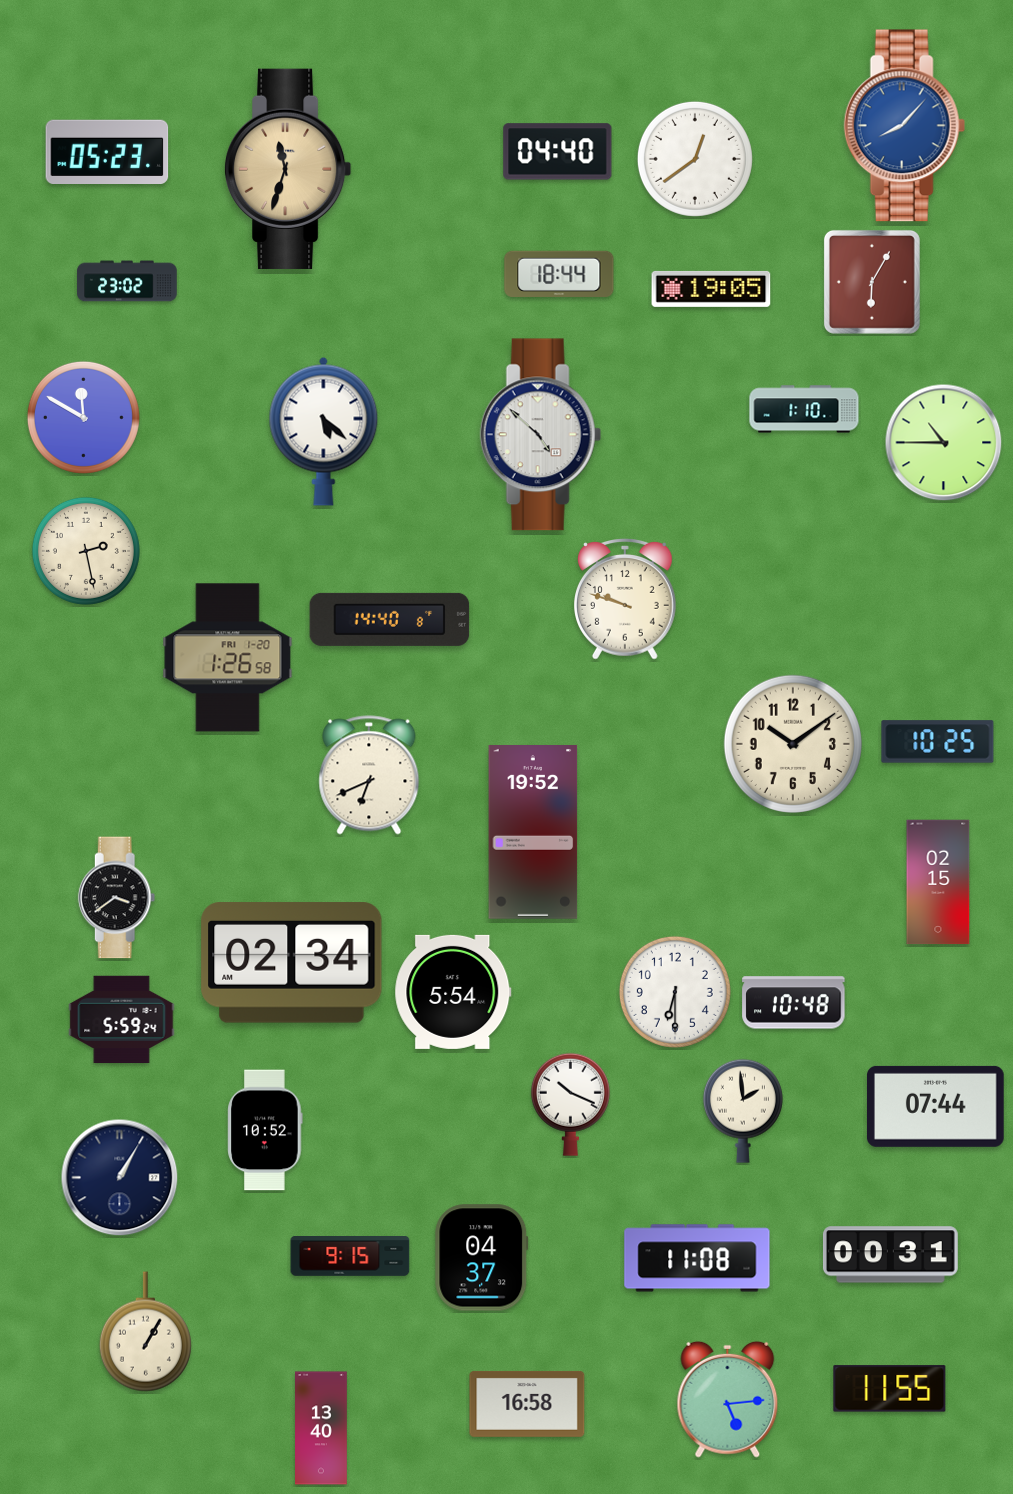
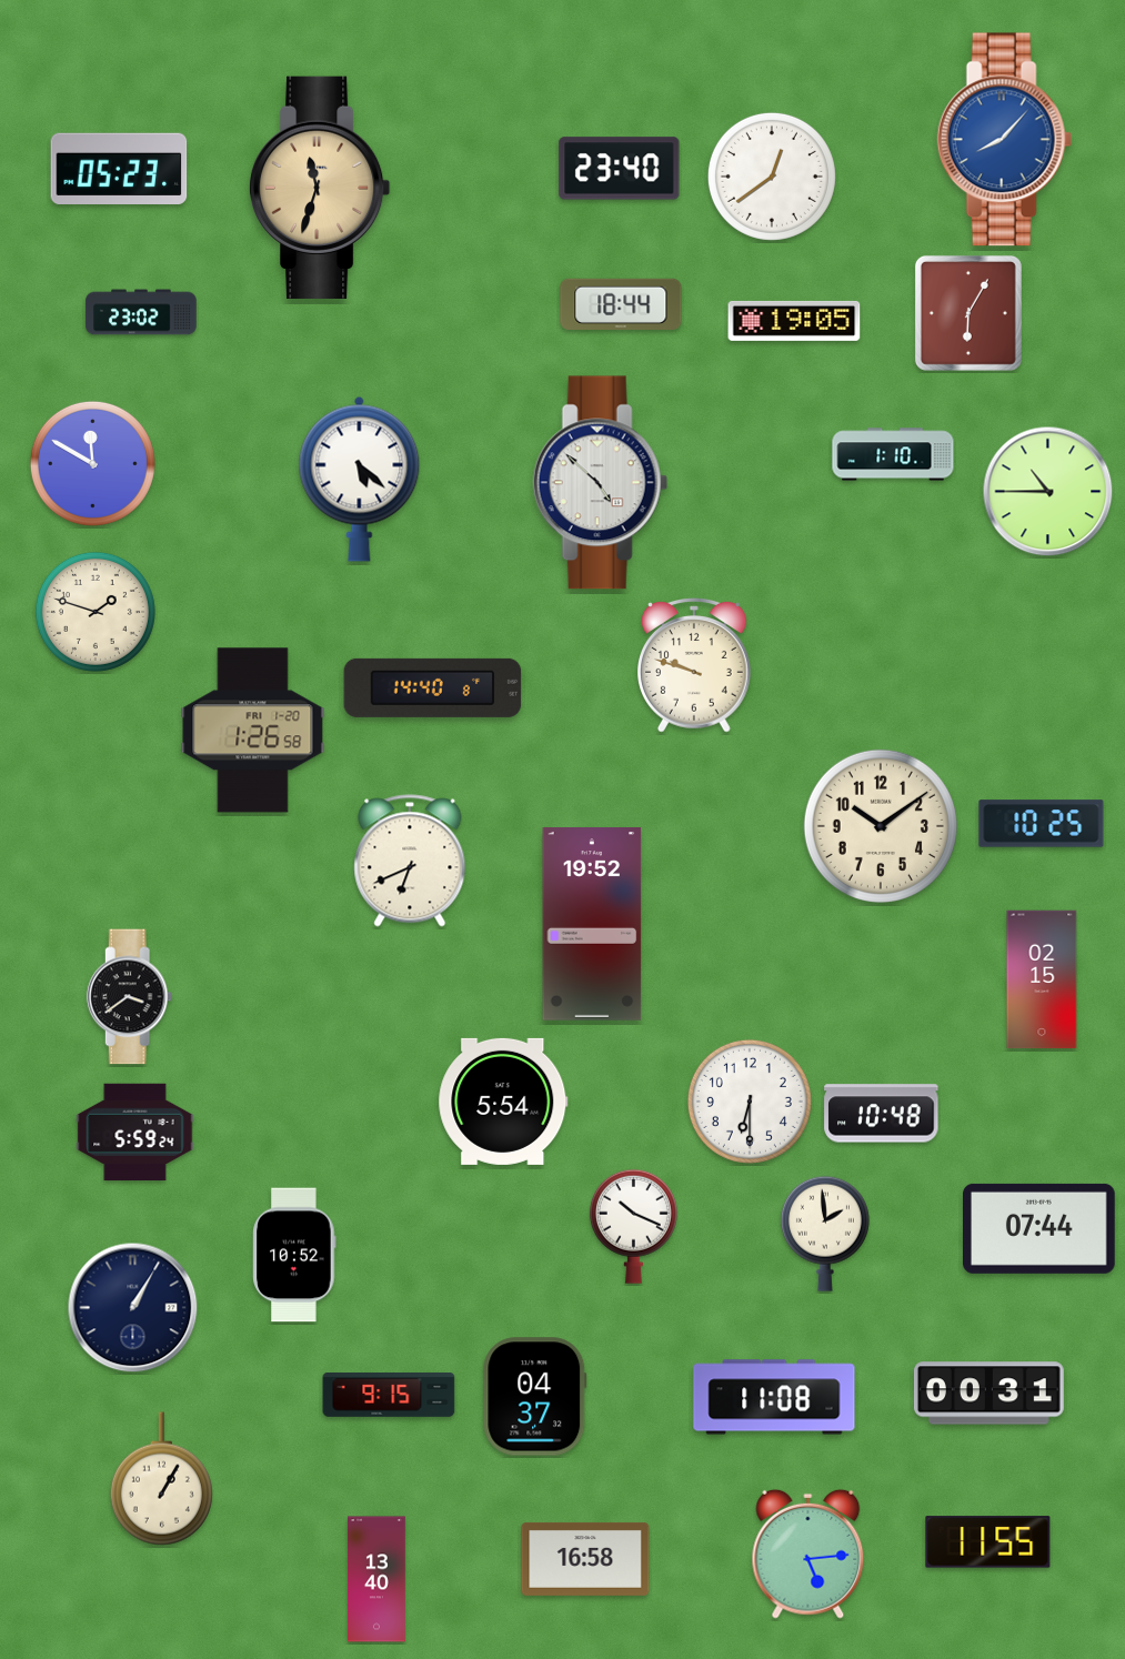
clock at (558, 152): 04:40 -> 23:40
clock at (711, 289) position: (711, 289) -> (794, 321)
clock at (86, 551): 2:28 -> 1:48
clock at (292, 963): 02:34 -> none
clock at (322, 1428) position: (322, 1428) -> (378, 1579)
